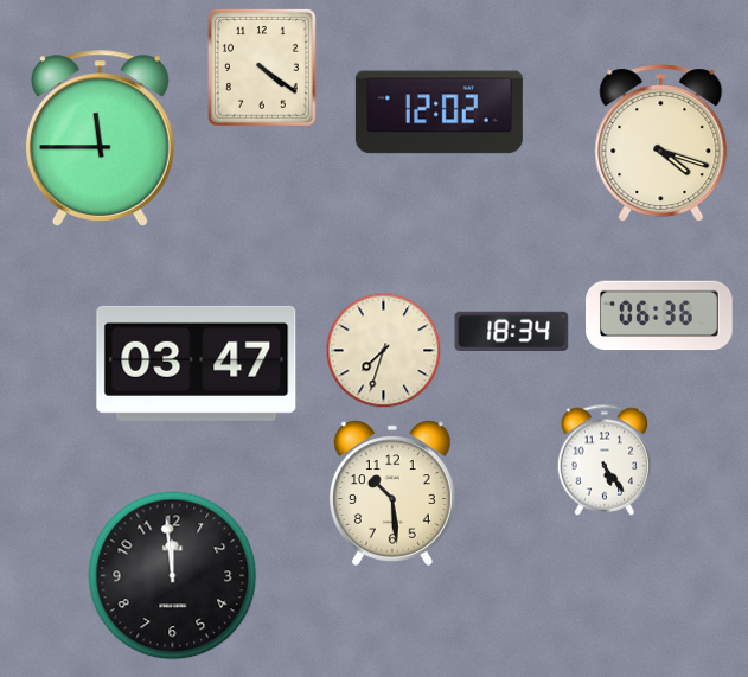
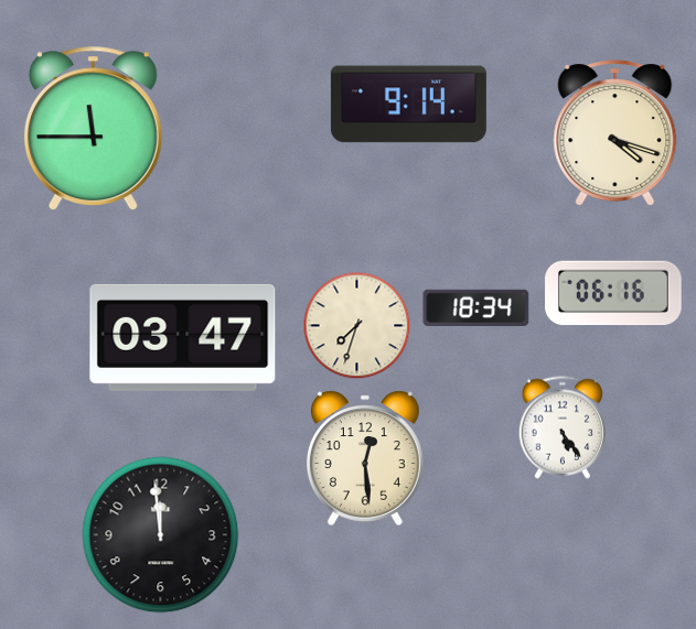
clock at (262, 69): 4:21 -> none
clock at (439, 113): 12:02 -> 9:14
clock at (660, 315): 06:36 -> 06:16
clock at (392, 493): 10:29 -> 12:29
